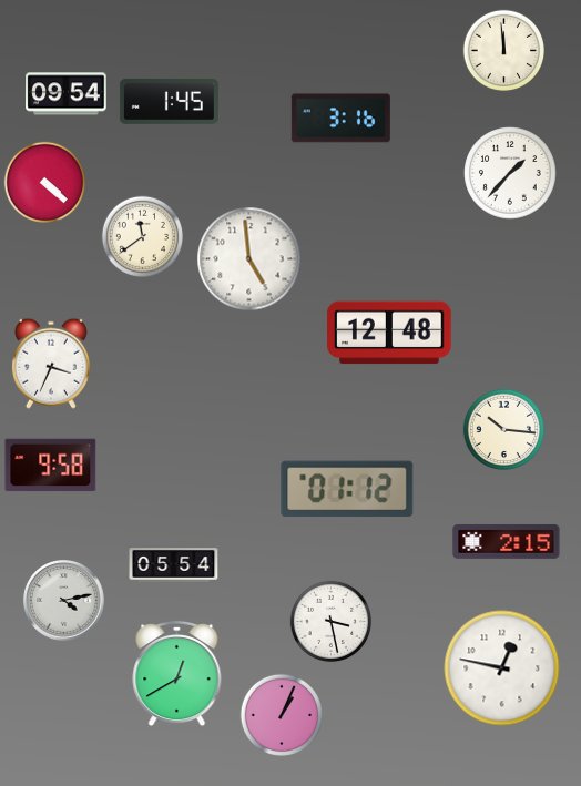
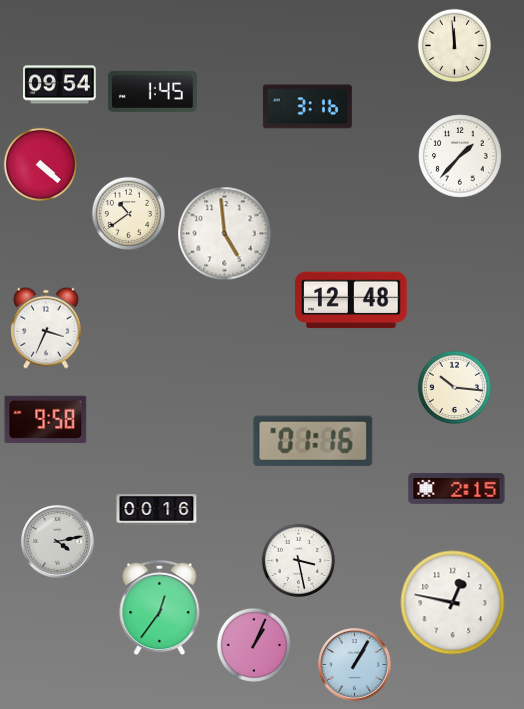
clock at (142, 236): 11:39 -> 10:39
clock at (347, 489): 01:12 -> 01:16
clock at (174, 565): 05:54 -> 00:16
clock at (177, 674): 12:40 -> 12:36
clock at (355, 665): none -> 1:05
